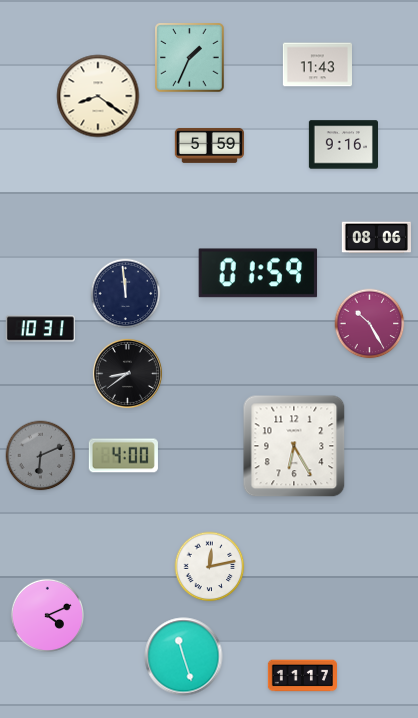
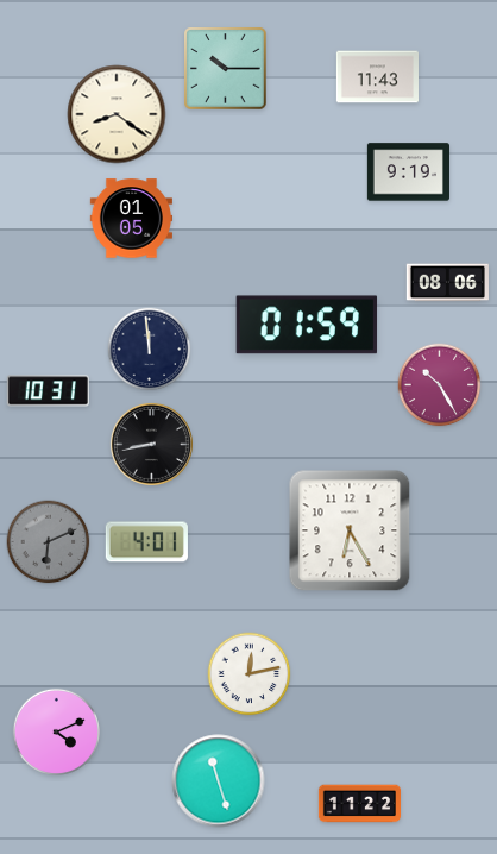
clock at (190, 58): 1:34 -> 10:15
clock at (209, 145): 5:59 -> none
clock at (343, 145): 9:16 -> 9:19
clock at (131, 219): none -> 01:05
clock at (127, 373): 8:39 -> 8:43
clock at (123, 456): 4:00 -> 4:01
clock at (302, 676): 11:17 -> 11:22
